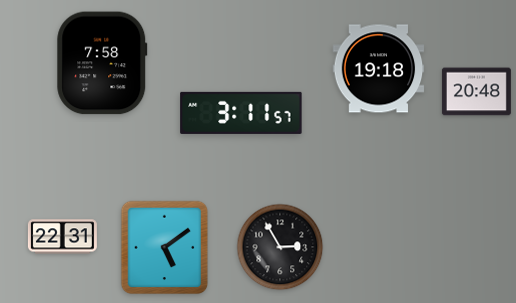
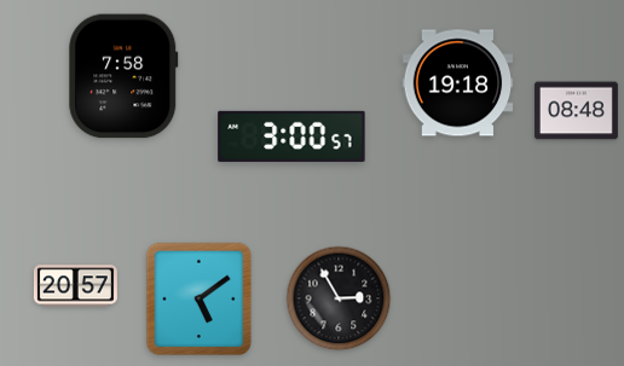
clock at (476, 92): 20:48 -> 08:48
clock at (241, 113): 3:11 -> 3:00
clock at (62, 237): 22:31 -> 20:57
